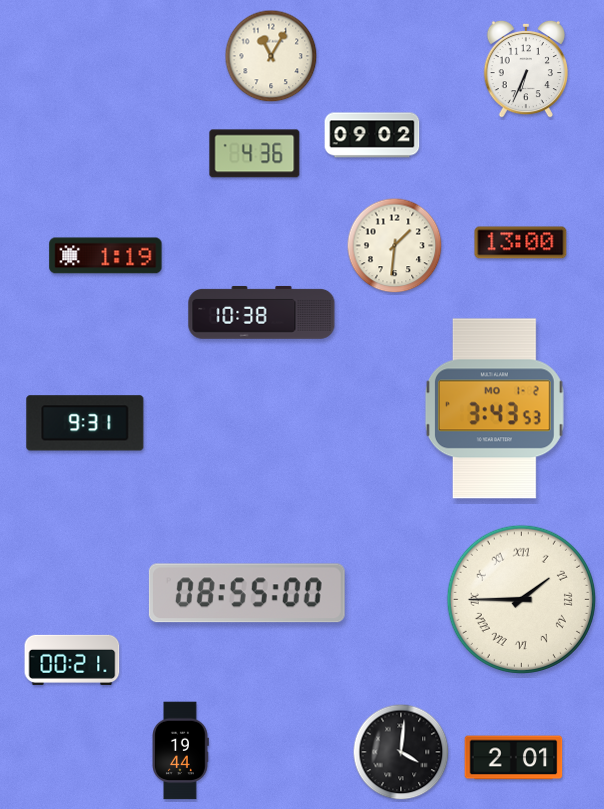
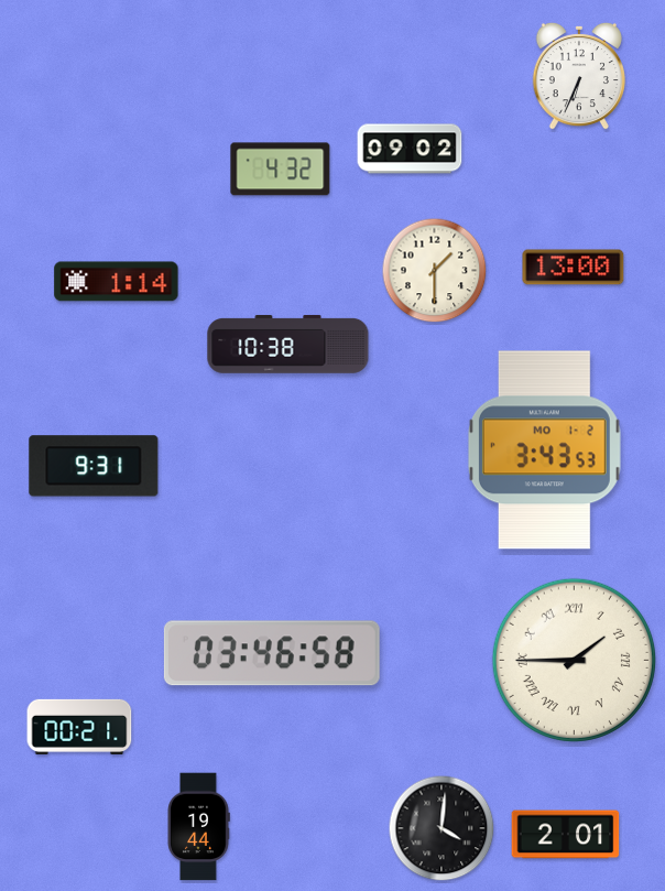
clock at (271, 56): 11:05 -> none
clock at (255, 154): 4:36 -> 4:32
clock at (395, 246): 1:31 -> 1:30
clock at (106, 256): 1:19 -> 1:14
clock at (247, 593): 08:55 -> 03:46
